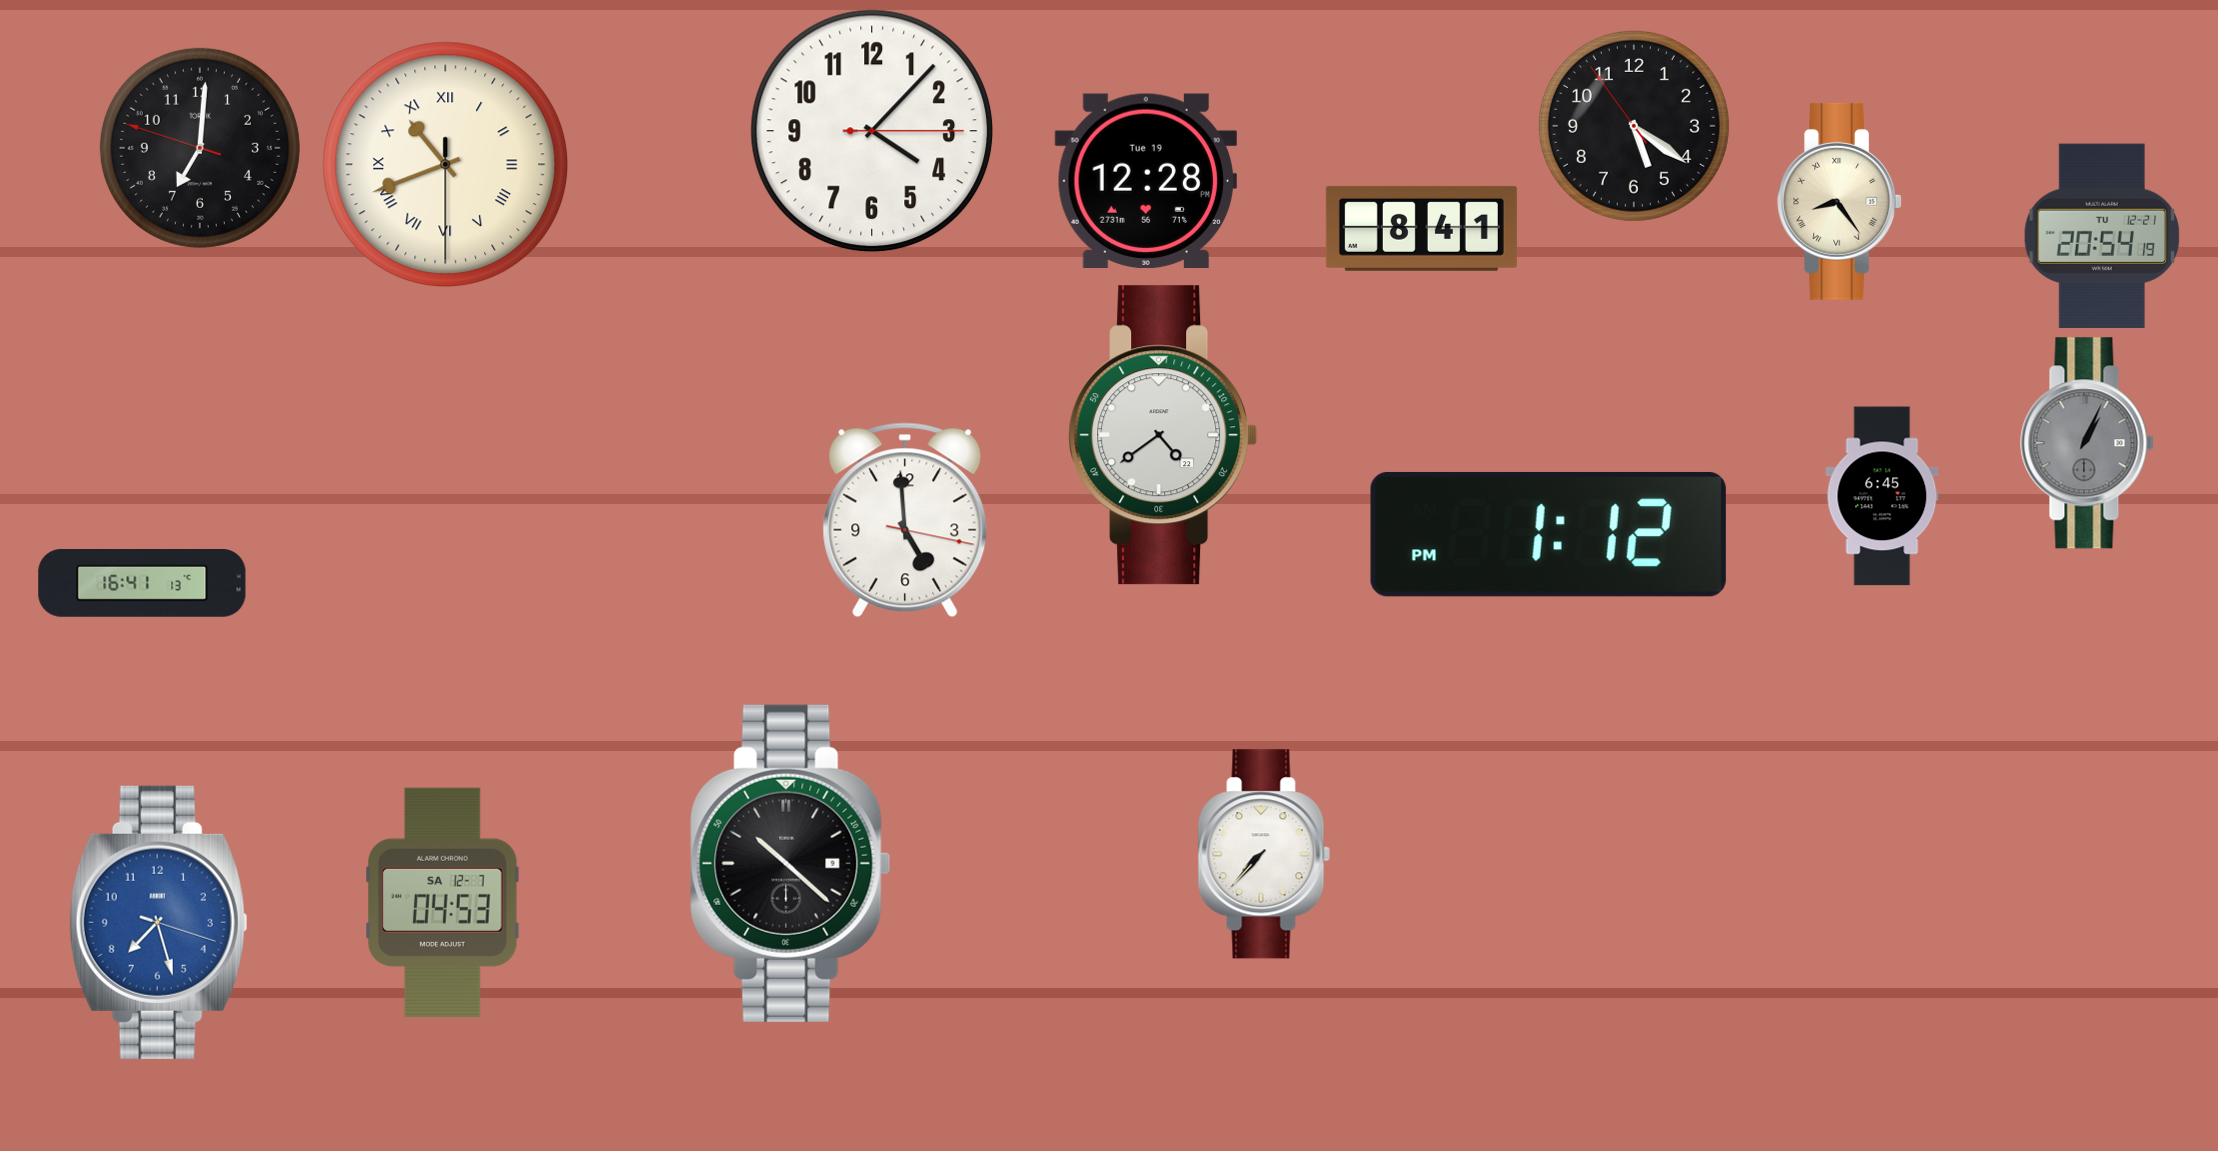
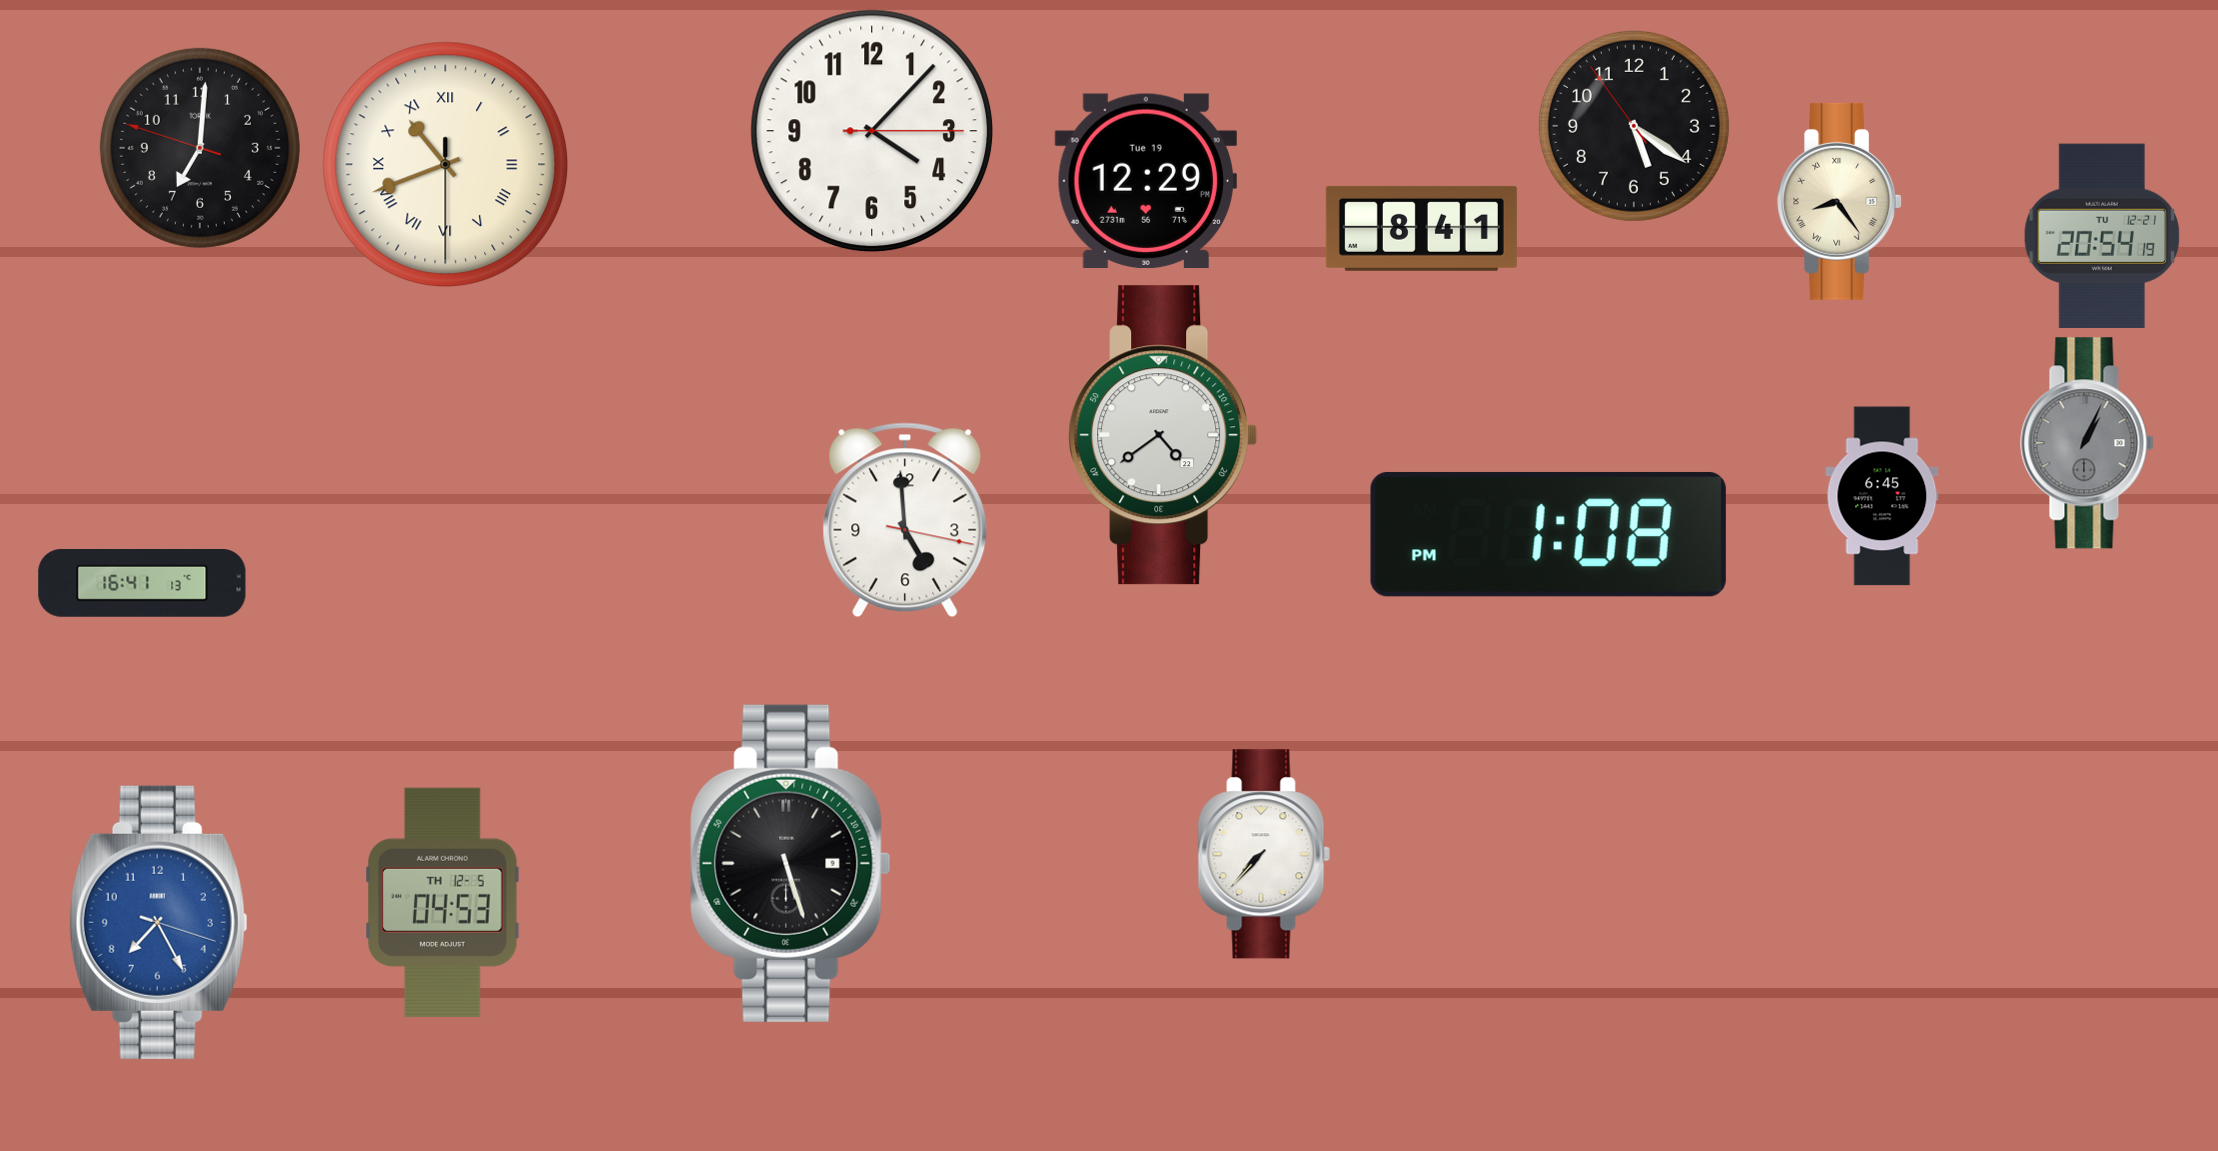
clock at (1146, 180): 12:28 -> 12:29
clock at (1548, 534): 1:12 -> 1:08
clock at (791, 863): 10:22 -> 5:27
clock at (443, 902) date: SA 12-7 -> TH 12-5
clock at (159, 922): 7:27 -> 7:25
